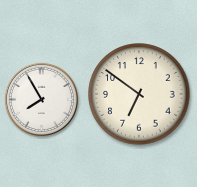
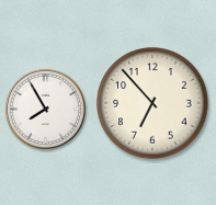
clock at (139, 94): 6:51 -> 6:53
